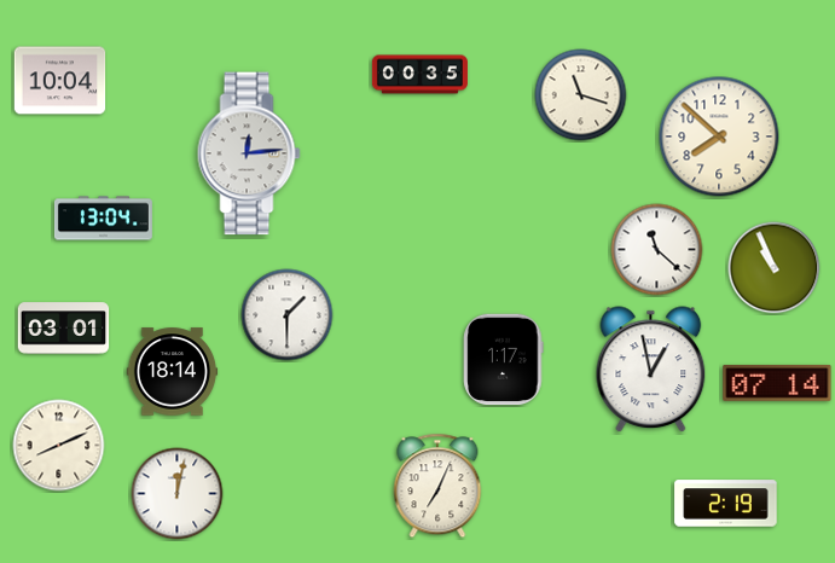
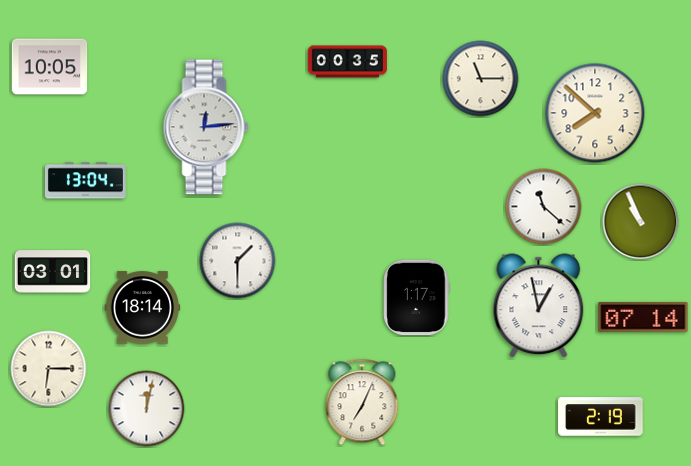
clock at (60, 81): 10:04 -> 10:05
clock at (581, 95): 11:18 -> 11:15
clock at (59, 446): 8:11 -> 6:15
